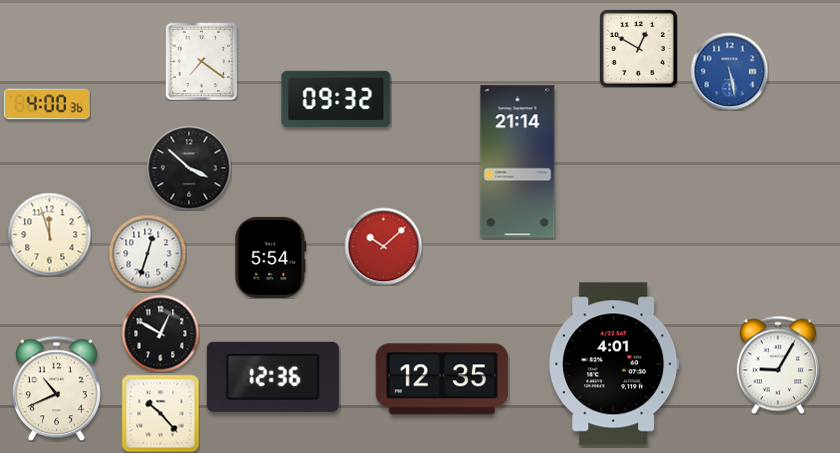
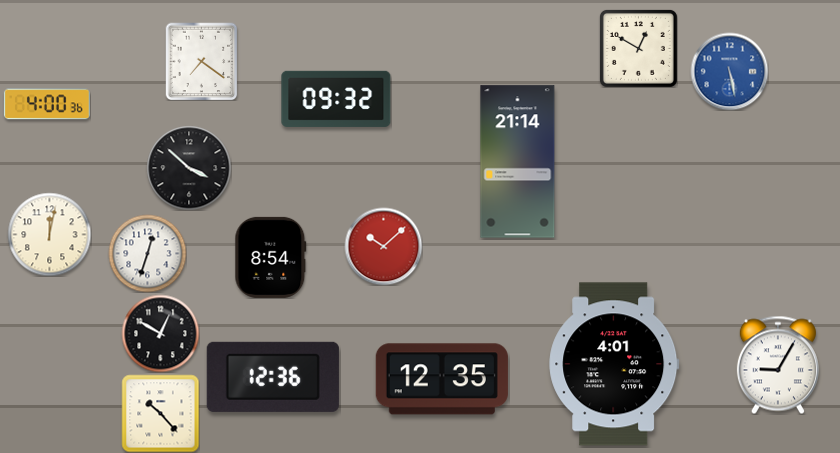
clock at (49, 234): 11:57 -> 12:02
clock at (271, 257): 5:54 -> 8:54
clock at (56, 388): 10:41 -> none
